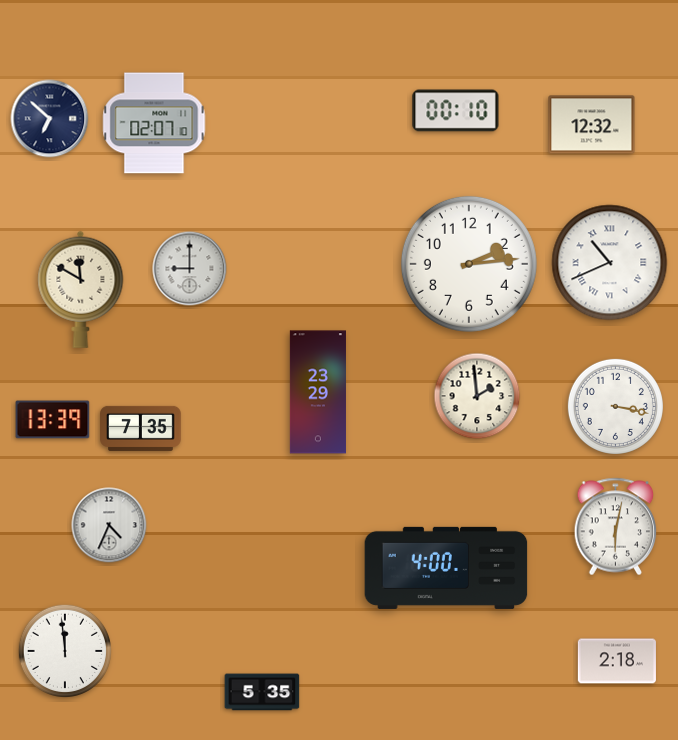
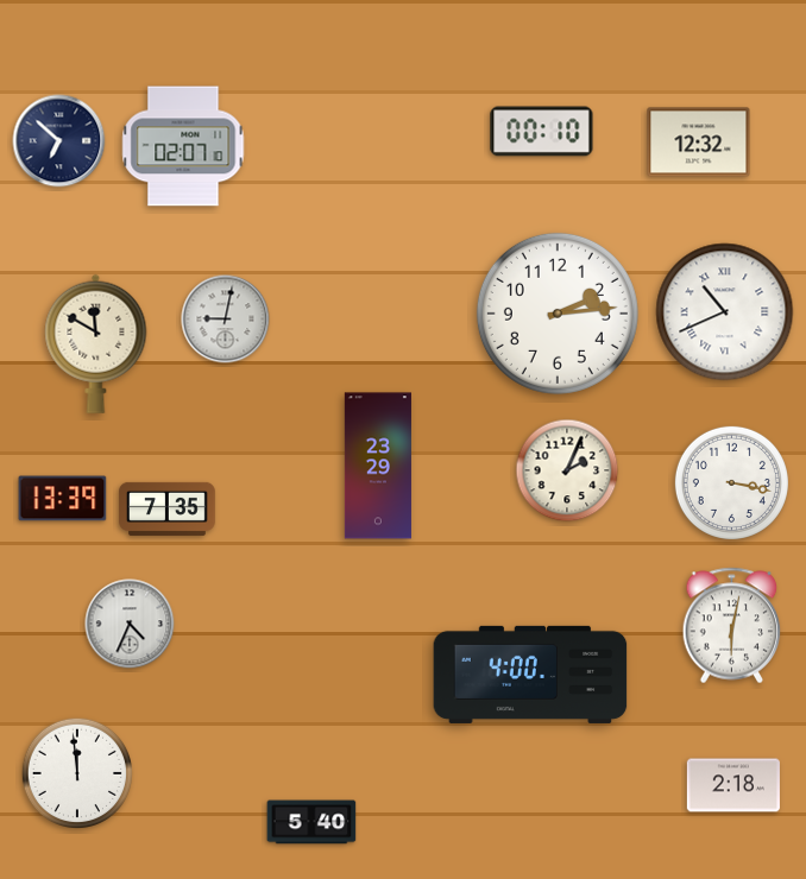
clock at (592, 125) position: (592, 125) -> (699, 143)
clock at (190, 269): 9:00 -> 9:02
clock at (477, 396): 1:59 -> 2:04
clock at (262, 692): 5:35 -> 5:40
